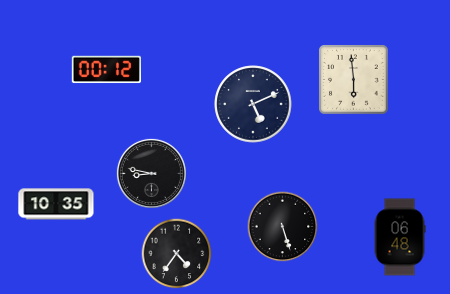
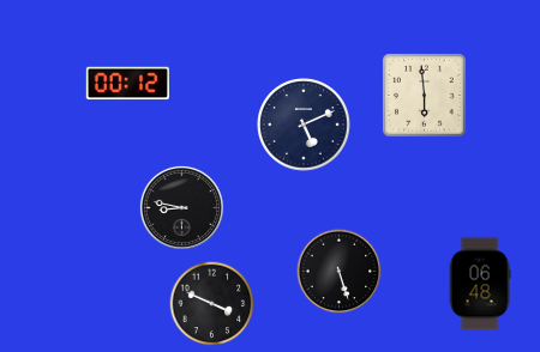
clock at (56, 204): 10:35 -> none
clock at (177, 254): 4:36 -> 3:49
